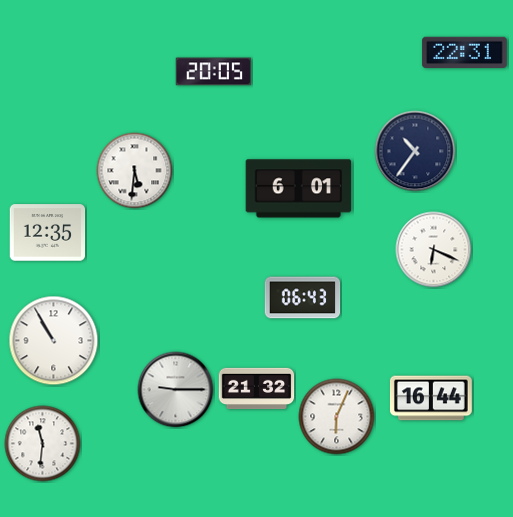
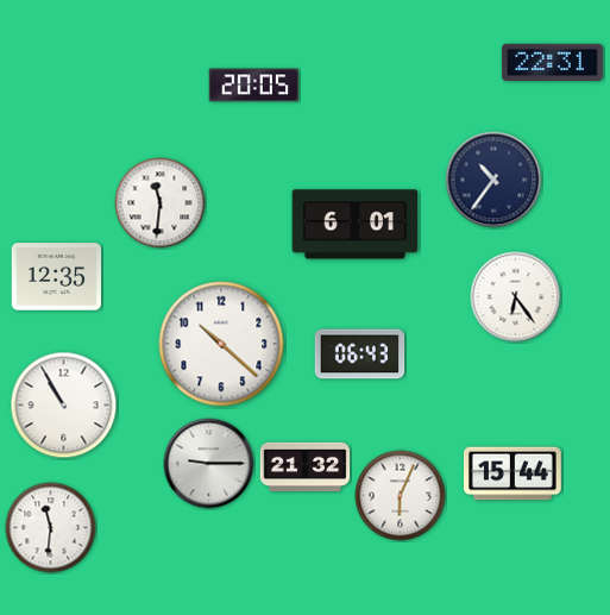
clock at (135, 171): 5:31 -> 11:31
clock at (434, 250): 6:19 -> 6:24
clock at (221, 344): none -> 10:22
clock at (257, 389) position: (257, 389) -> (306, 467)
clock at (431, 398): 16:44 -> 15:44
